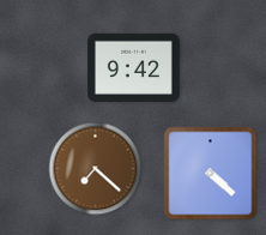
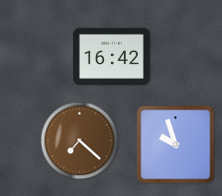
clock at (134, 67): 9:42 -> 16:42
clock at (211, 174): 4:22 -> 9:57
